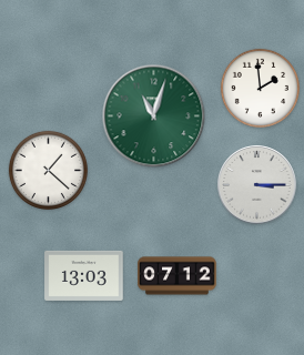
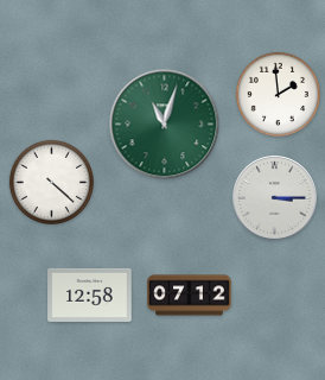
clock at (48, 170): 1:22 -> 4:22
clock at (84, 275): 13:03 -> 12:58
